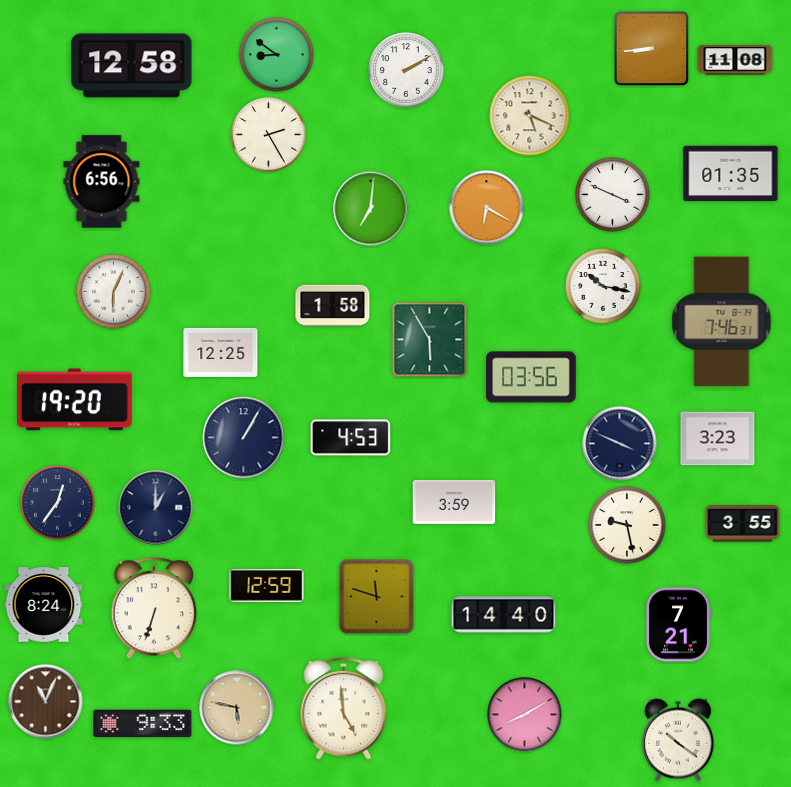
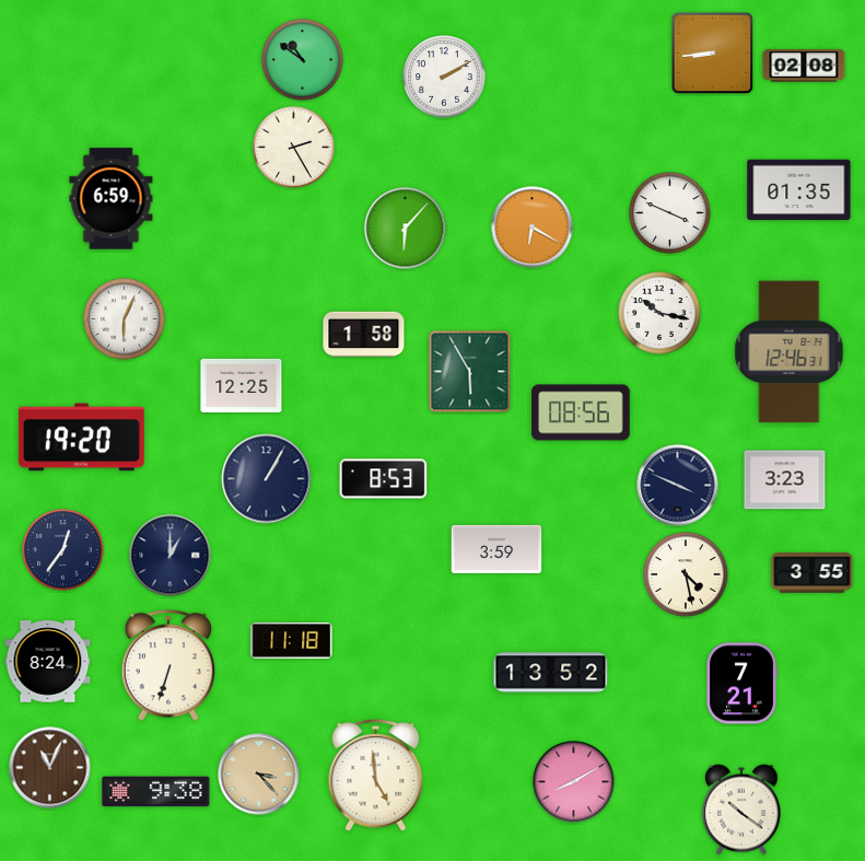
clock at (277, 55): 8:51 -> 10:51
clock at (735, 60): 11:08 -> 02:08
clock at (132, 66): 12:58 -> none
clock at (530, 116): 5:19 -> none
clock at (102, 182): 6:56 -> 6:59
clock at (371, 209): 7:01 -> 6:07
clock at (722, 322): 7:46 -> 12:46
clock at (531, 377): 03:56 -> 08:56
clock at (351, 438): 4:53 -> 8:53
clock at (627, 525): 9:28 -> 4:28
clock at (267, 585): 12:59 -> 11:18
clock at (377, 597): 11:48 -> none
clock at (504, 615): 14:40 -> 13:52
clock at (237, 708): 5:47 -> 3:23
clock at (143, 724): 9:33 -> 9:38
